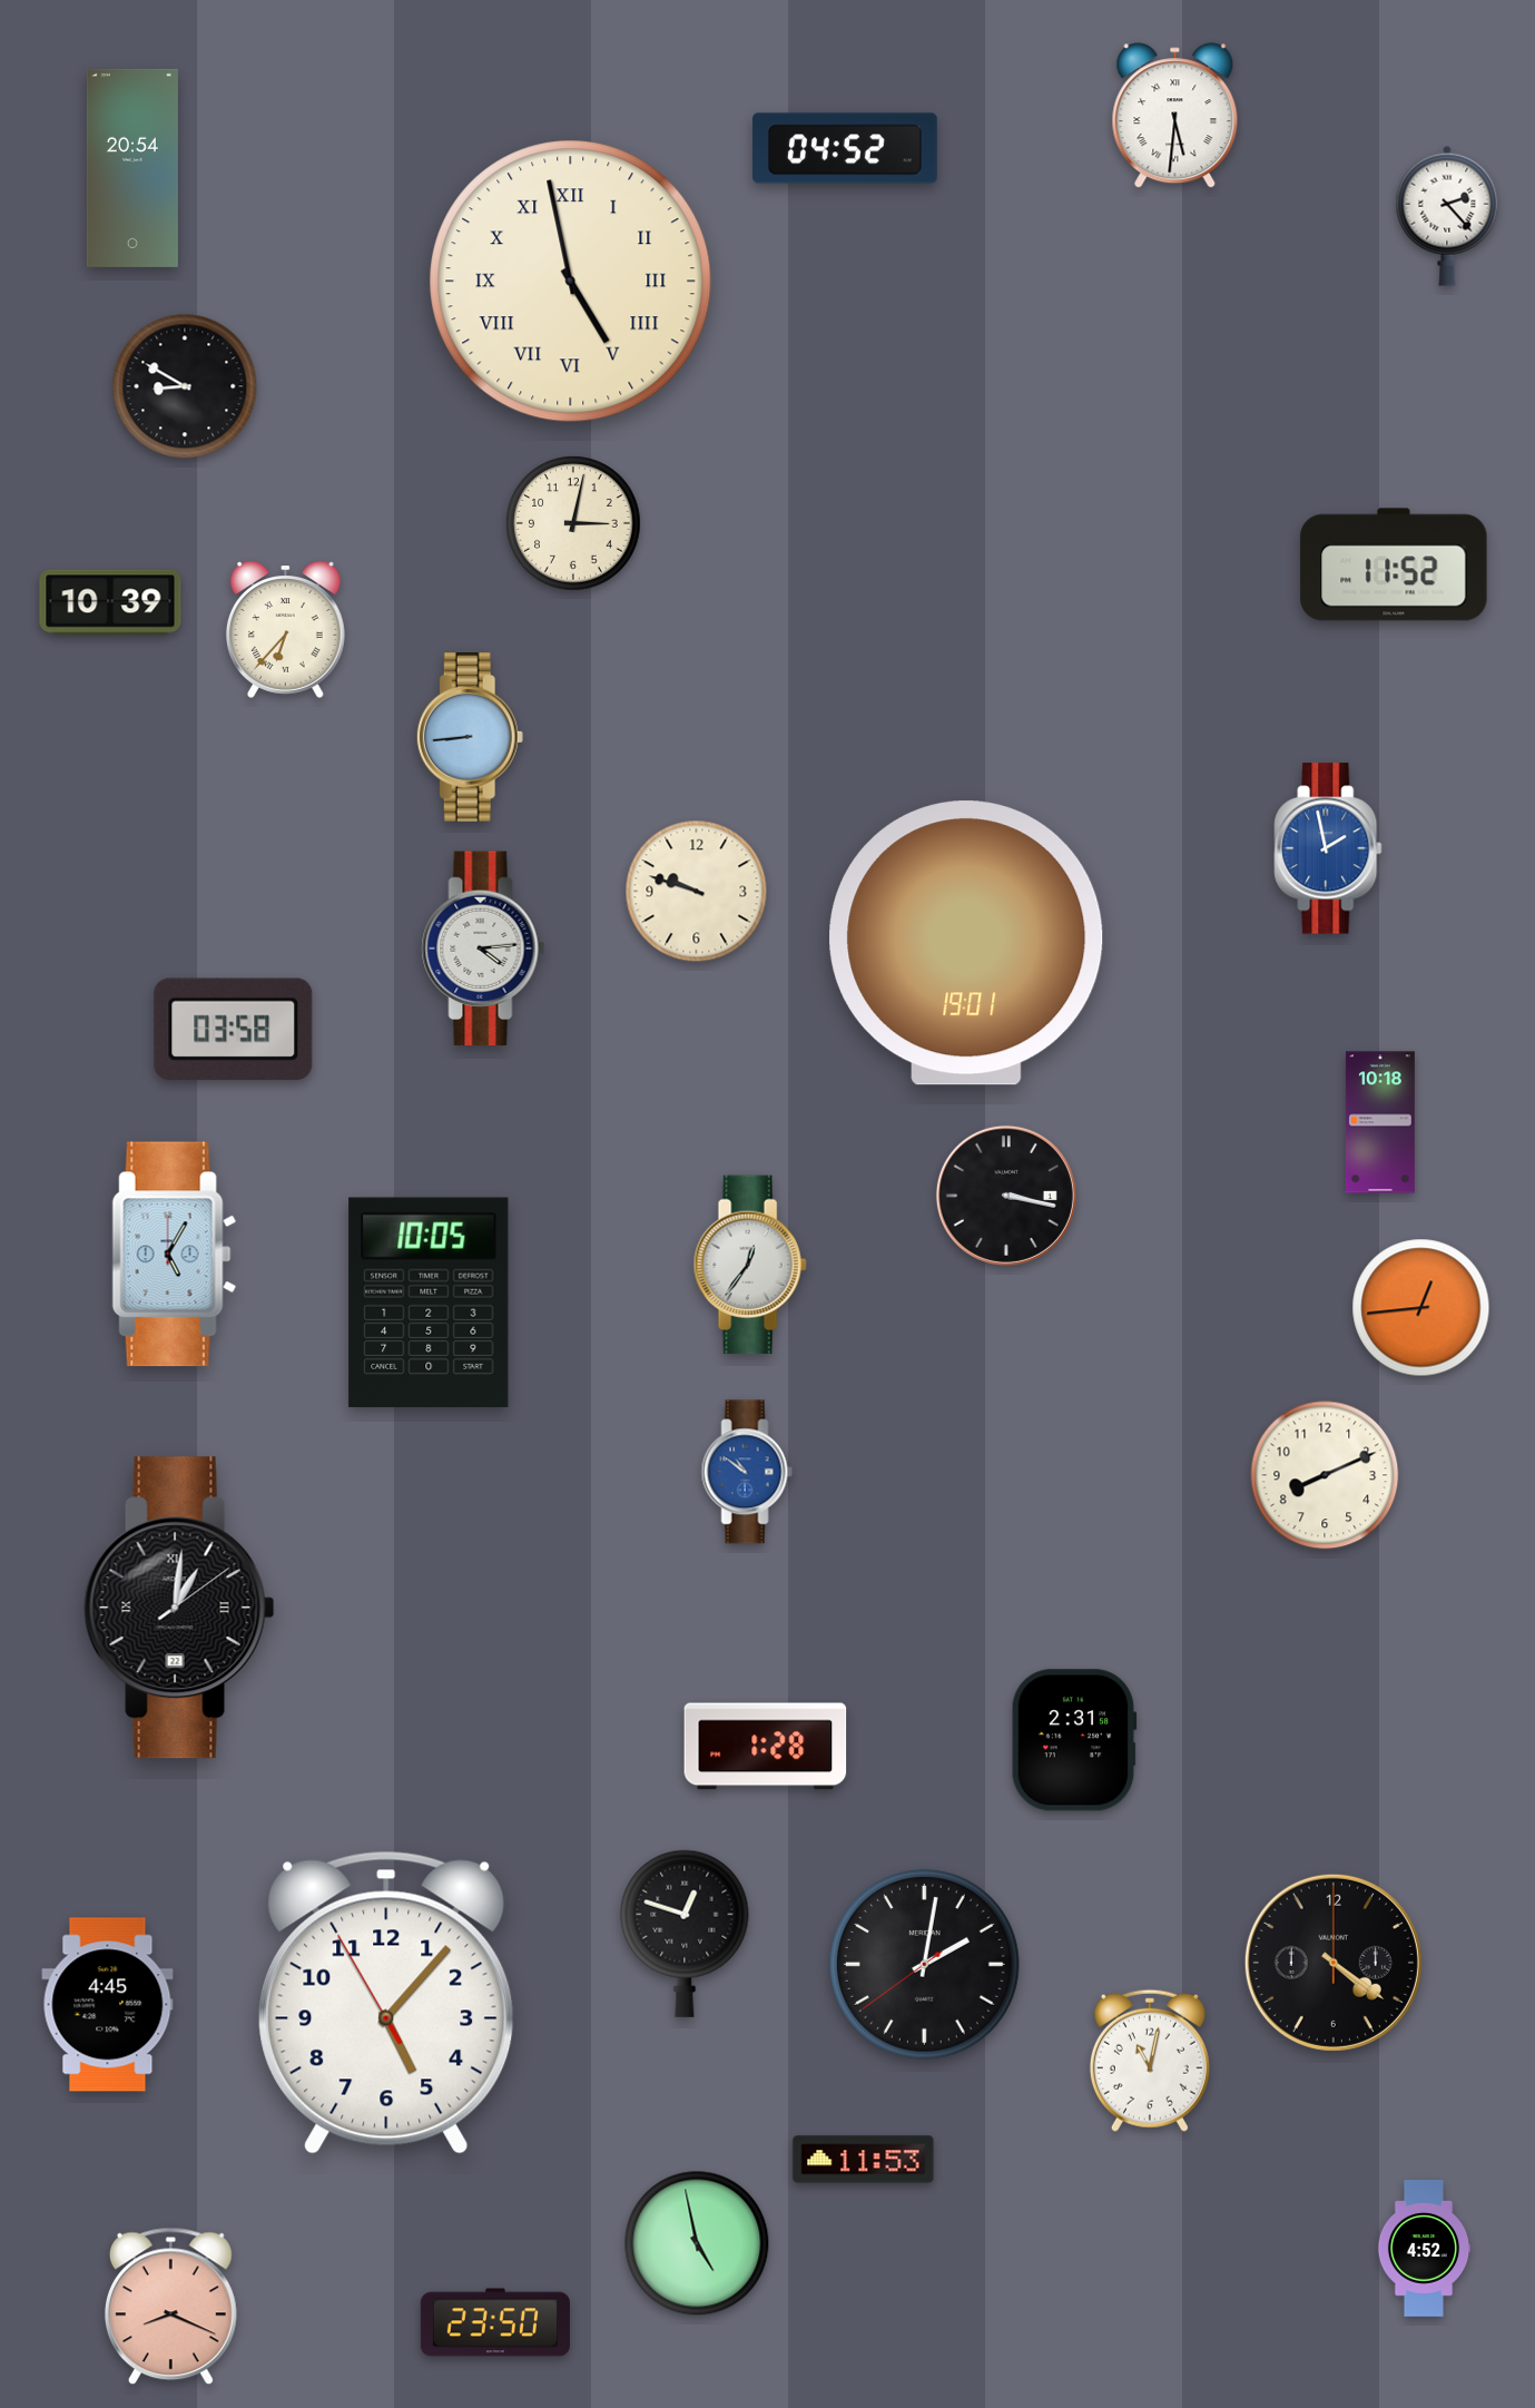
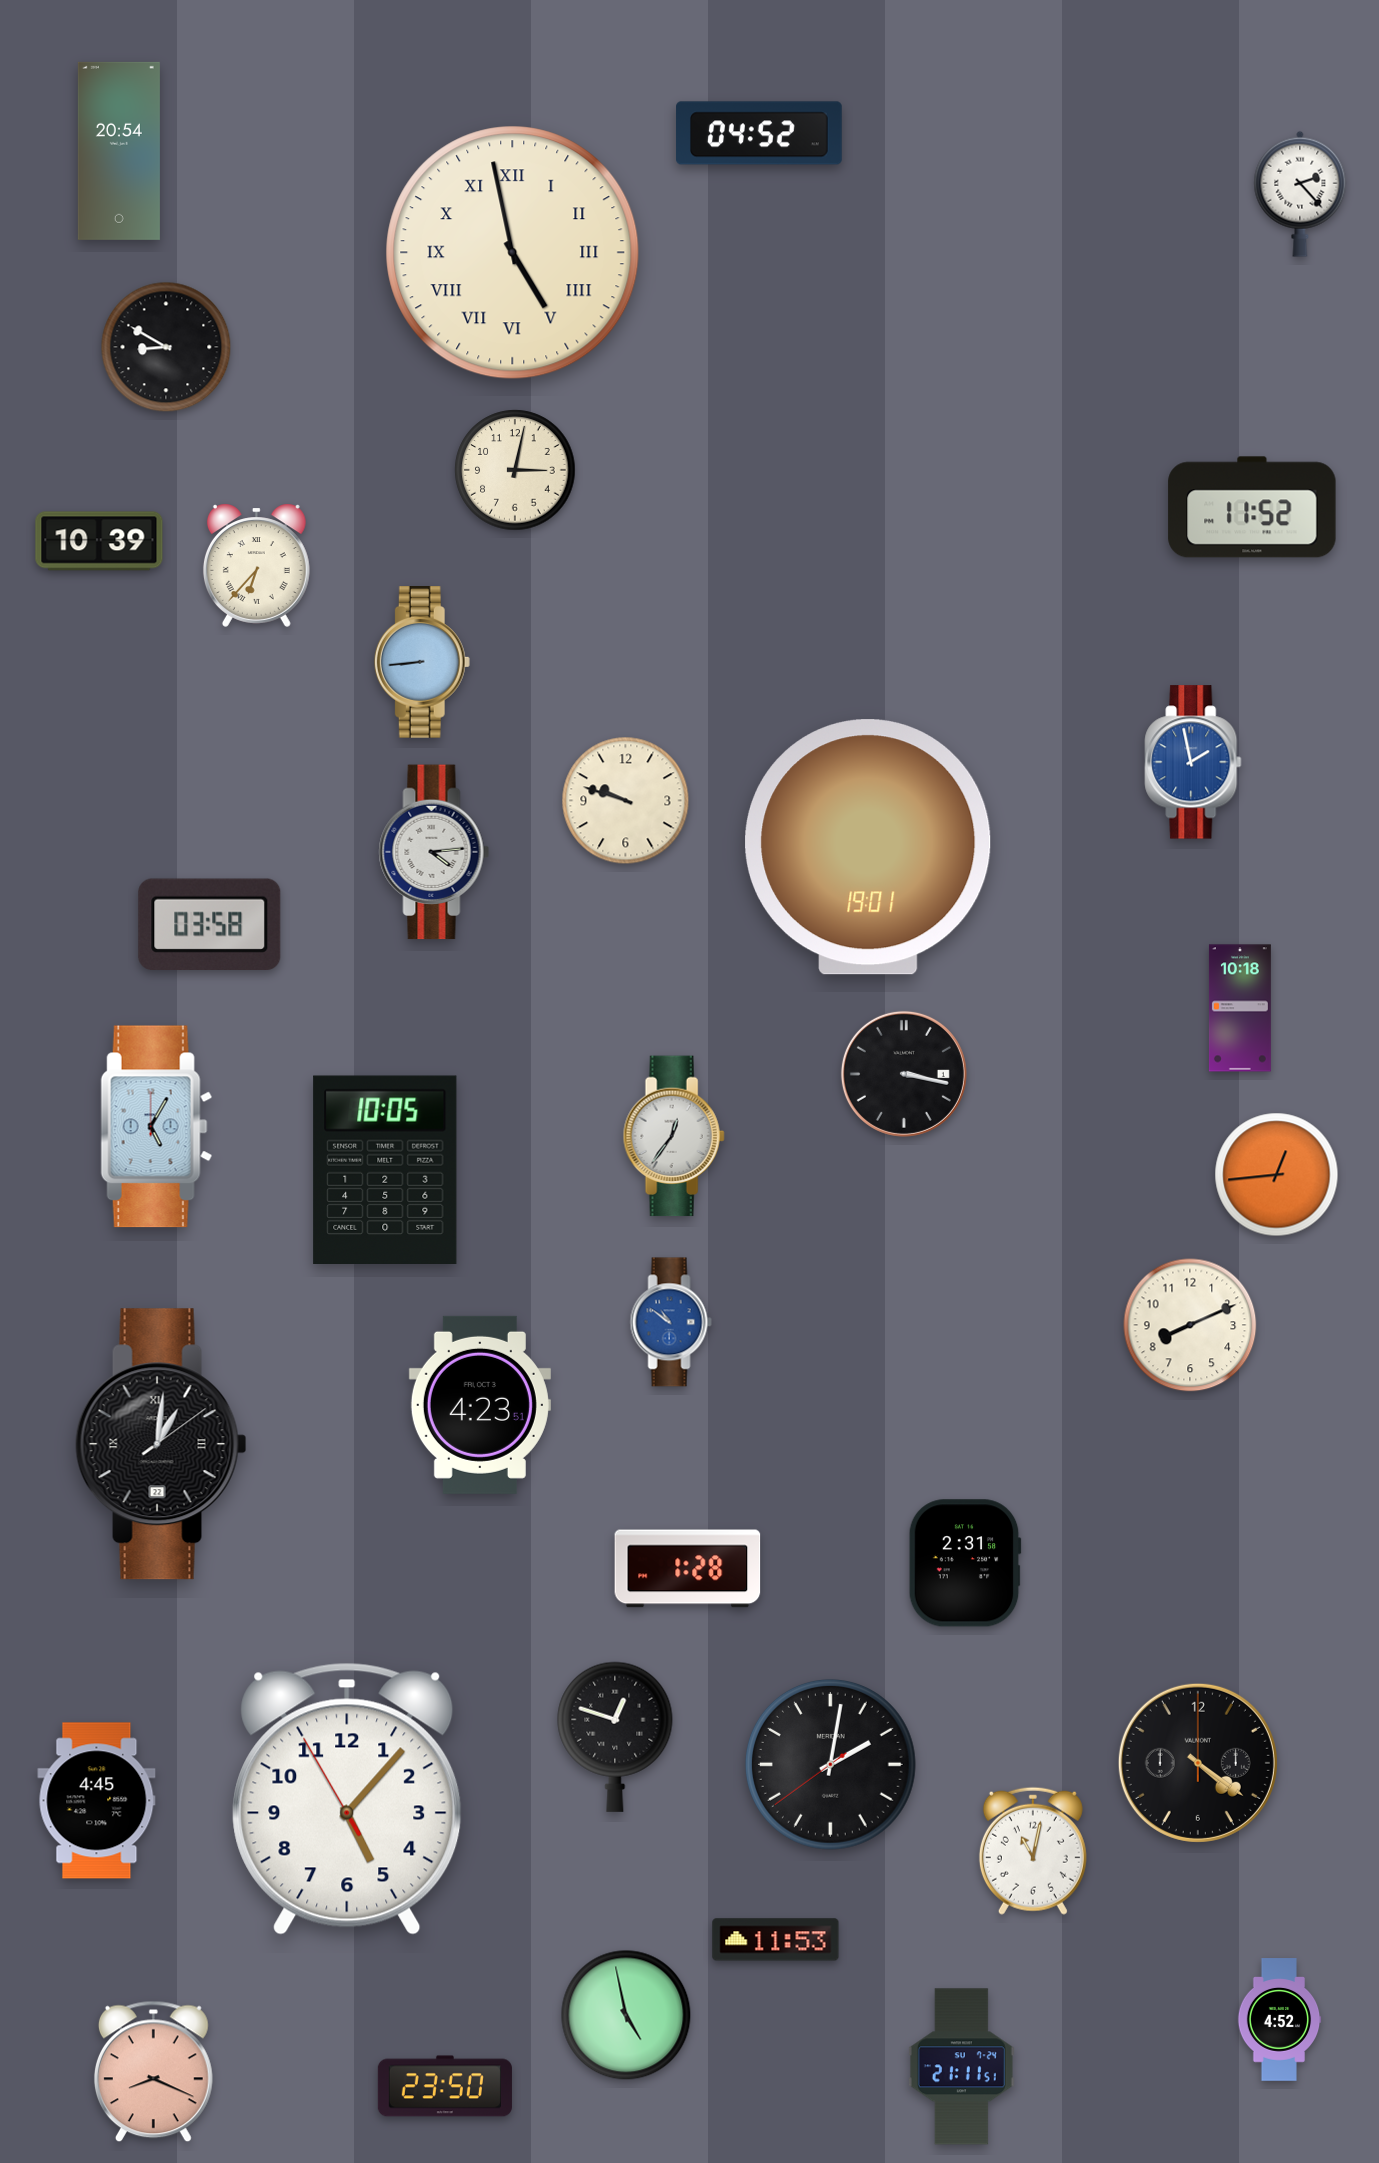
clock at (1175, 116): 5:31 -> none
clock at (480, 1405): none -> 4:23
clock at (961, 2067): none -> 21:11
